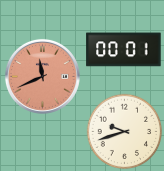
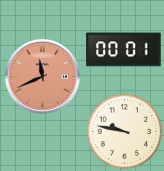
clock at (125, 132): 9:42 -> 9:47
